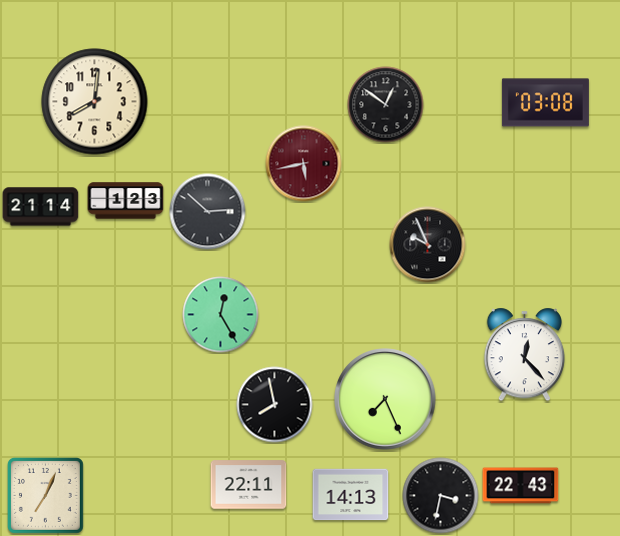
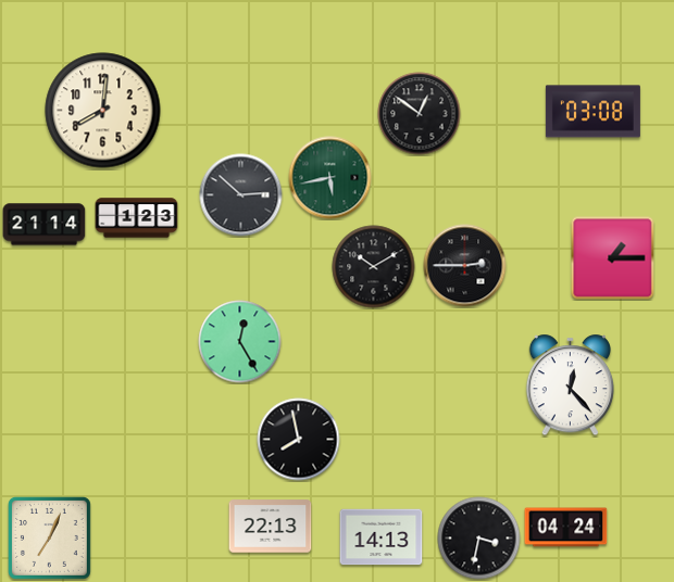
clock at (304, 164) dial: burgundy -> green
clock at (208, 212) position: (208, 212) -> (241, 195)
clock at (613, 258): none -> 1:15
clock at (428, 245): 9:56 -> 2:45
clock at (374, 267): none -> 10:10
clock at (385, 399): 7:26 -> none
clock at (249, 485): 22:11 -> 22:13
clock at (521, 486): 22:43 -> 04:24
